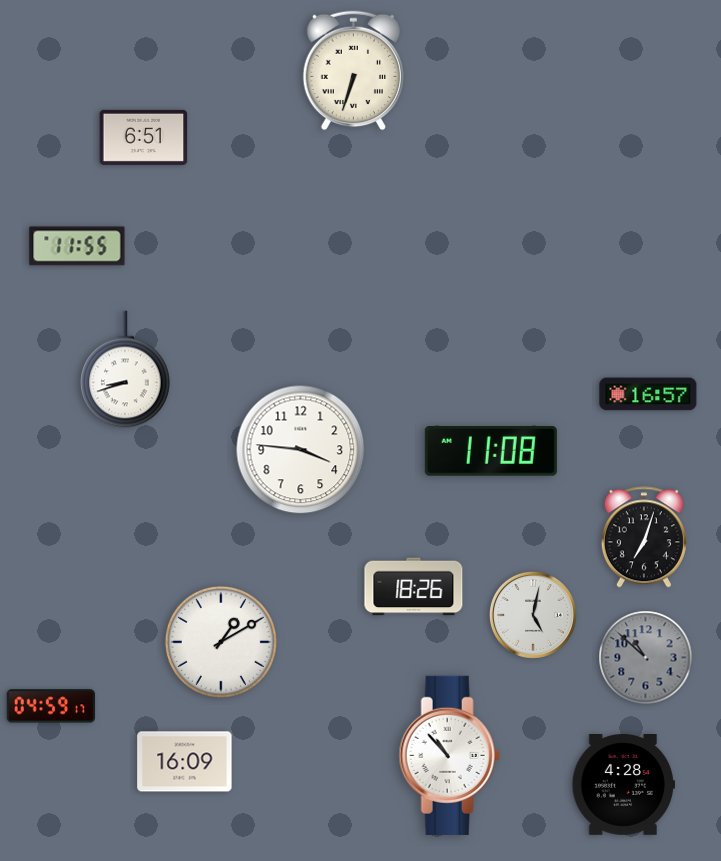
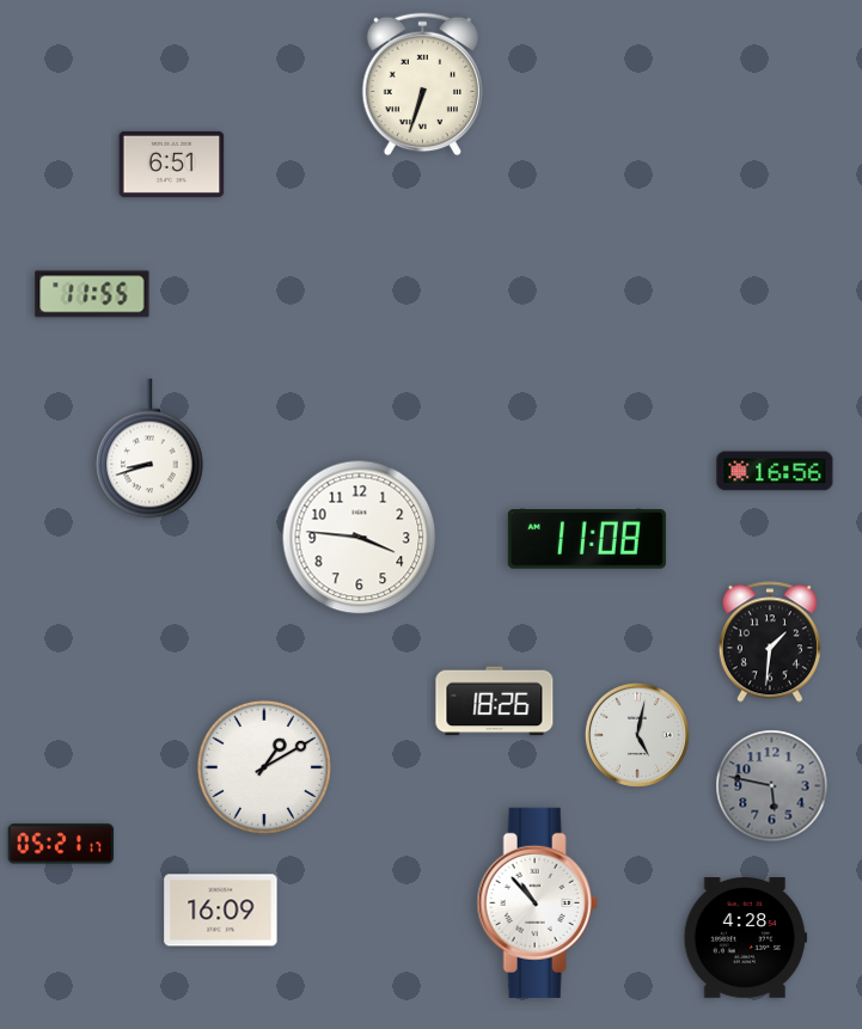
clock at (125, 369) position: (125, 369) -> (149, 448)
clock at (648, 394): 16:57 -> 16:56
clock at (644, 537): 7:03 -> 1:31
clock at (646, 658): 10:52 -> 5:47
clock at (51, 706): 04:59 -> 05:21
